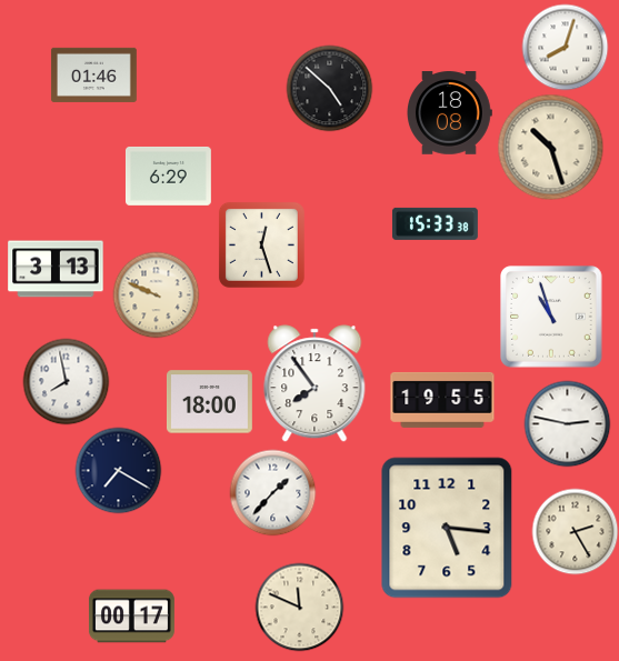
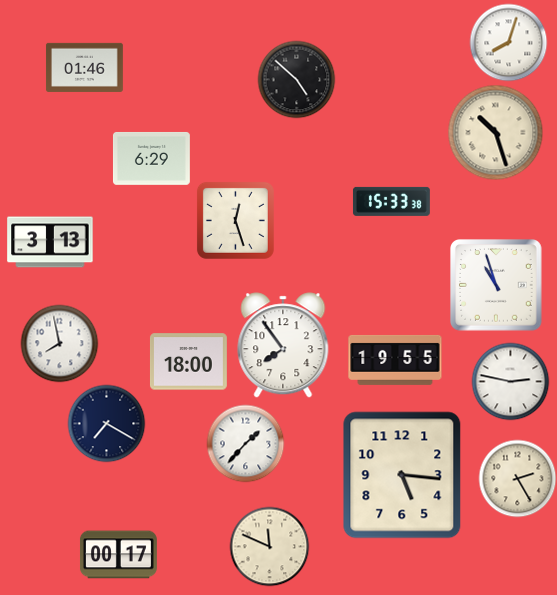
clock at (450, 113): 18:08 -> none
clock at (156, 294): 9:49 -> none
clock at (442, 400) position: (442, 400) -> (395, 360)
